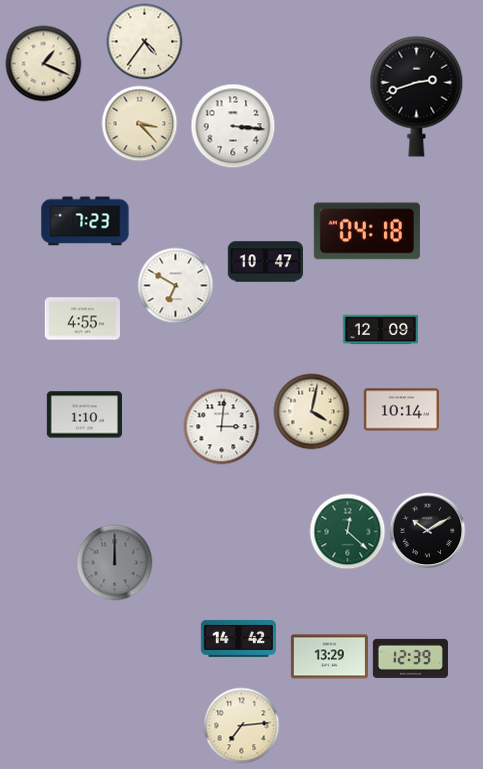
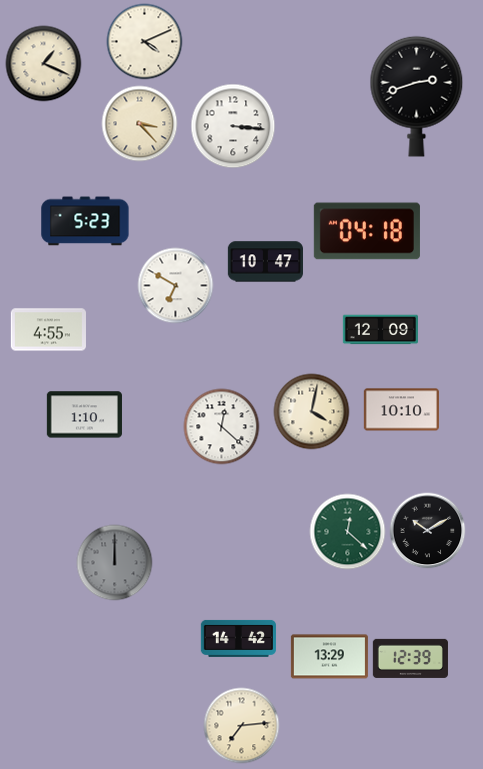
clock at (145, 42): 4:36 -> 4:11
clock at (85, 221): 7:23 -> 5:23
clock at (82, 319) position: (82, 319) -> (48, 330)
clock at (401, 410): 10:14 -> 10:10
clock at (222, 427): 3:01 -> 12:22
